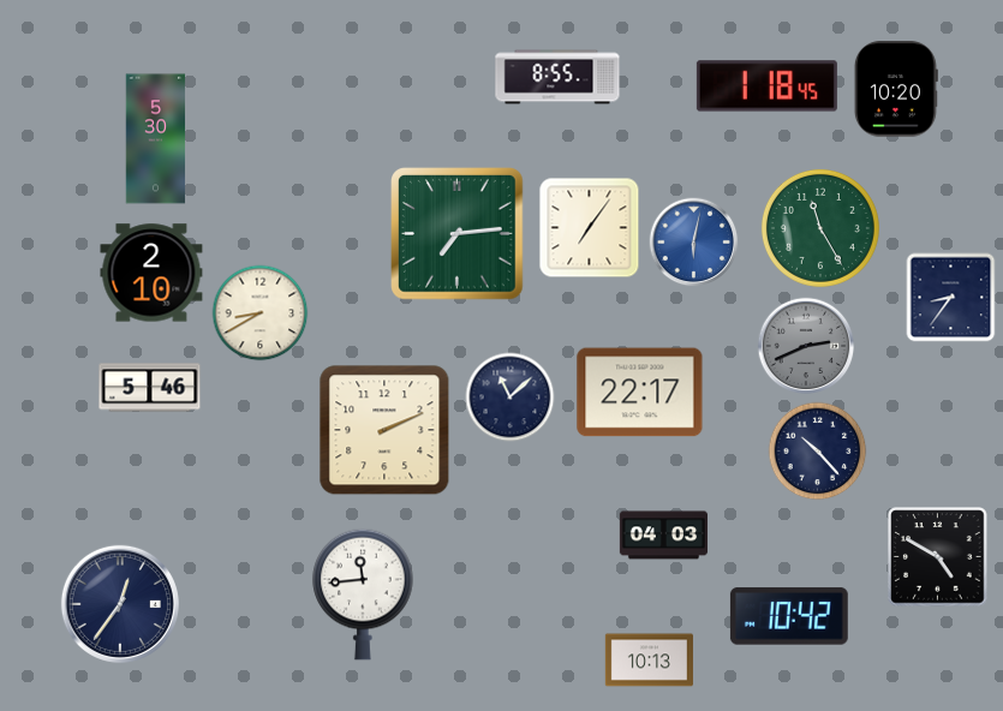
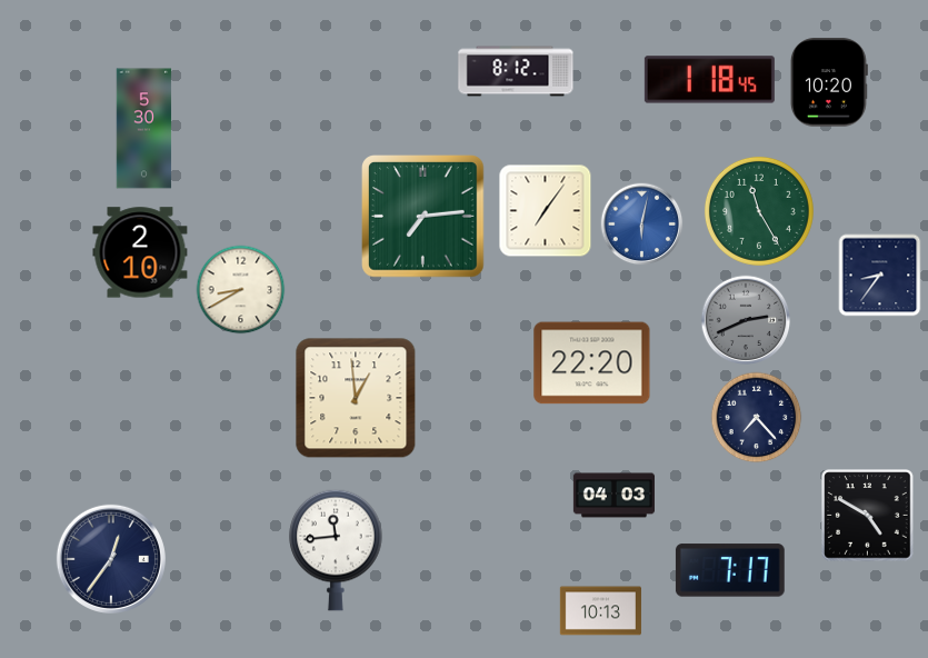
clock at (557, 77): 8:55 -> 8:12
clock at (150, 388): 5:46 -> none
clock at (640, 393): 22:17 -> 22:20
clock at (511, 398): 11:08 -> none
clock at (384, 430): 2:11 -> 12:59
clock at (818, 452): 10:23 -> 7:23
clock at (789, 616): 10:42 -> 7:17
